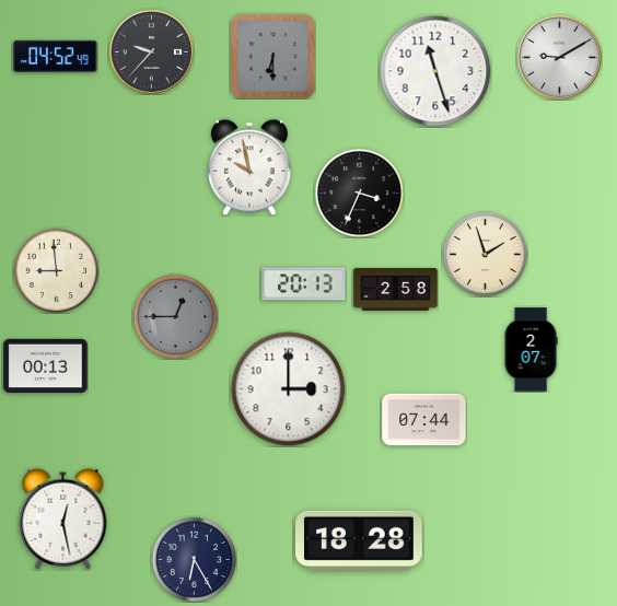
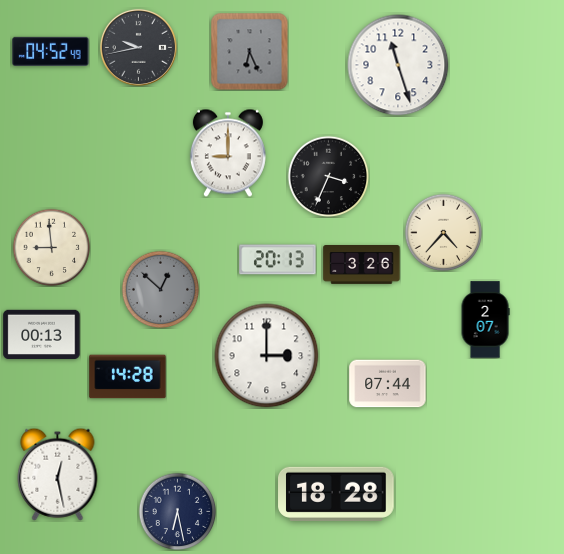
clock at (151, 51): 9:37 -> 9:43
clock at (272, 56): 6:30 -> 6:26
clock at (559, 57): 9:10 -> none
clock at (249, 167): 9:58 -> 9:00
clock at (485, 254): 1:57 -> 4:37
clock at (396, 290): 2:58 -> 3:26
clock at (175, 316): 12:45 -> 12:52
clock at (289, 389) position: (289, 389) -> (267, 356)
clock at (128, 377): none -> 14:28
clock at (359, 540) position: (359, 540) -> (336, 494)
clock at (194, 559): 6:25 -> 6:28
